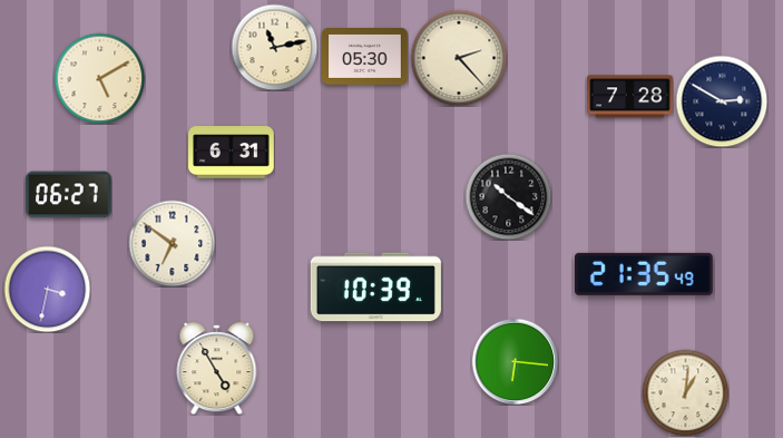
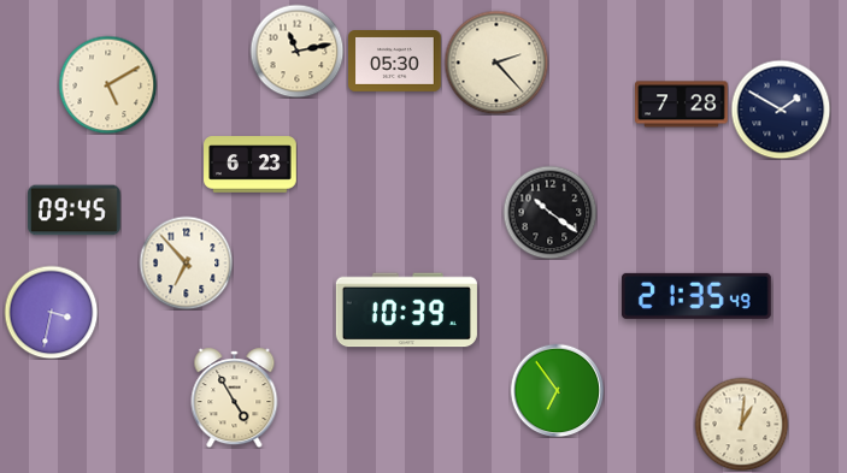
clock at (722, 101): 2:50 -> 1:50
clock at (232, 153): 6:31 -> 6:23
clock at (69, 195): 06:27 -> 09:45
clock at (172, 243): 6:51 -> 6:53
clock at (515, 361): 6:16 -> 6:54
